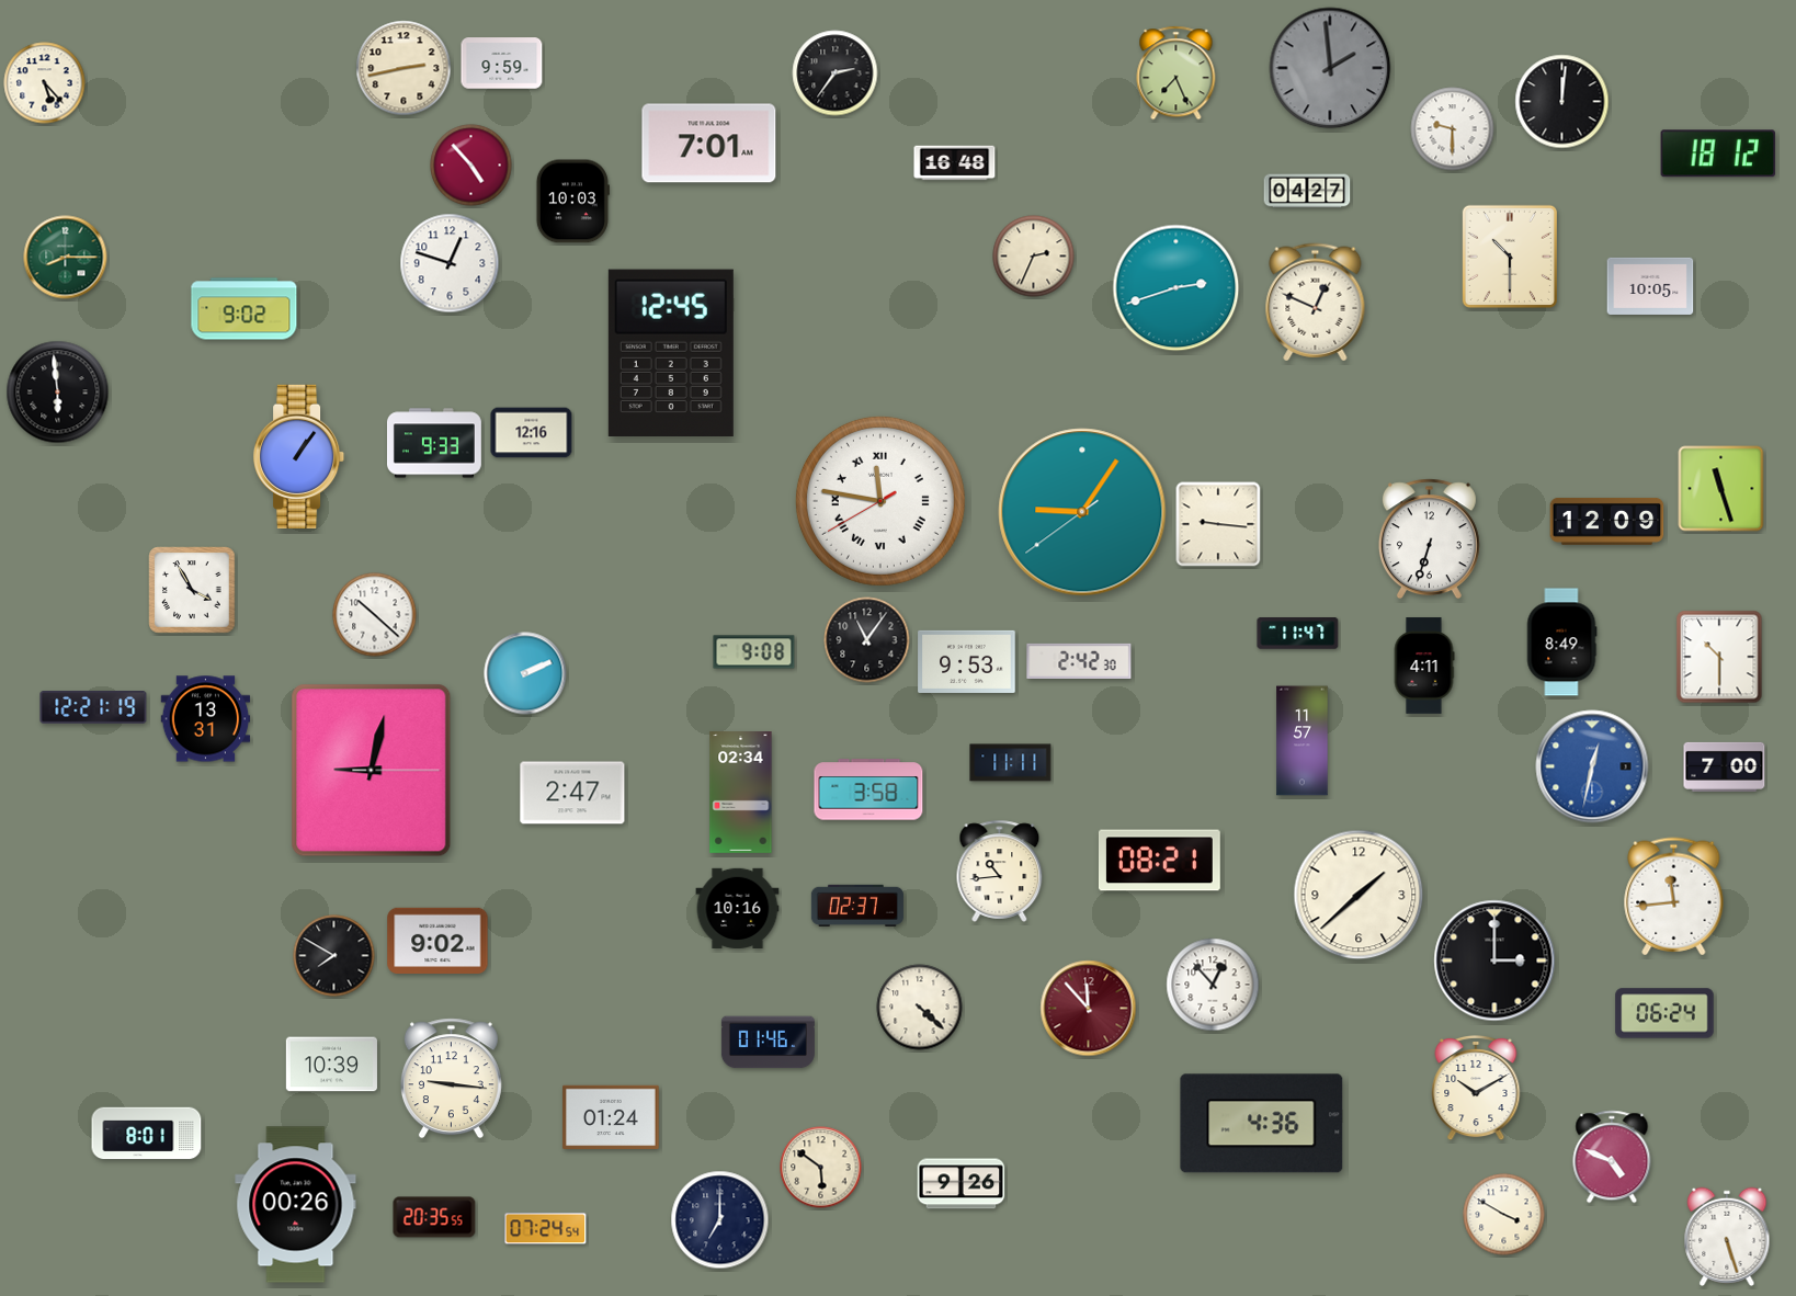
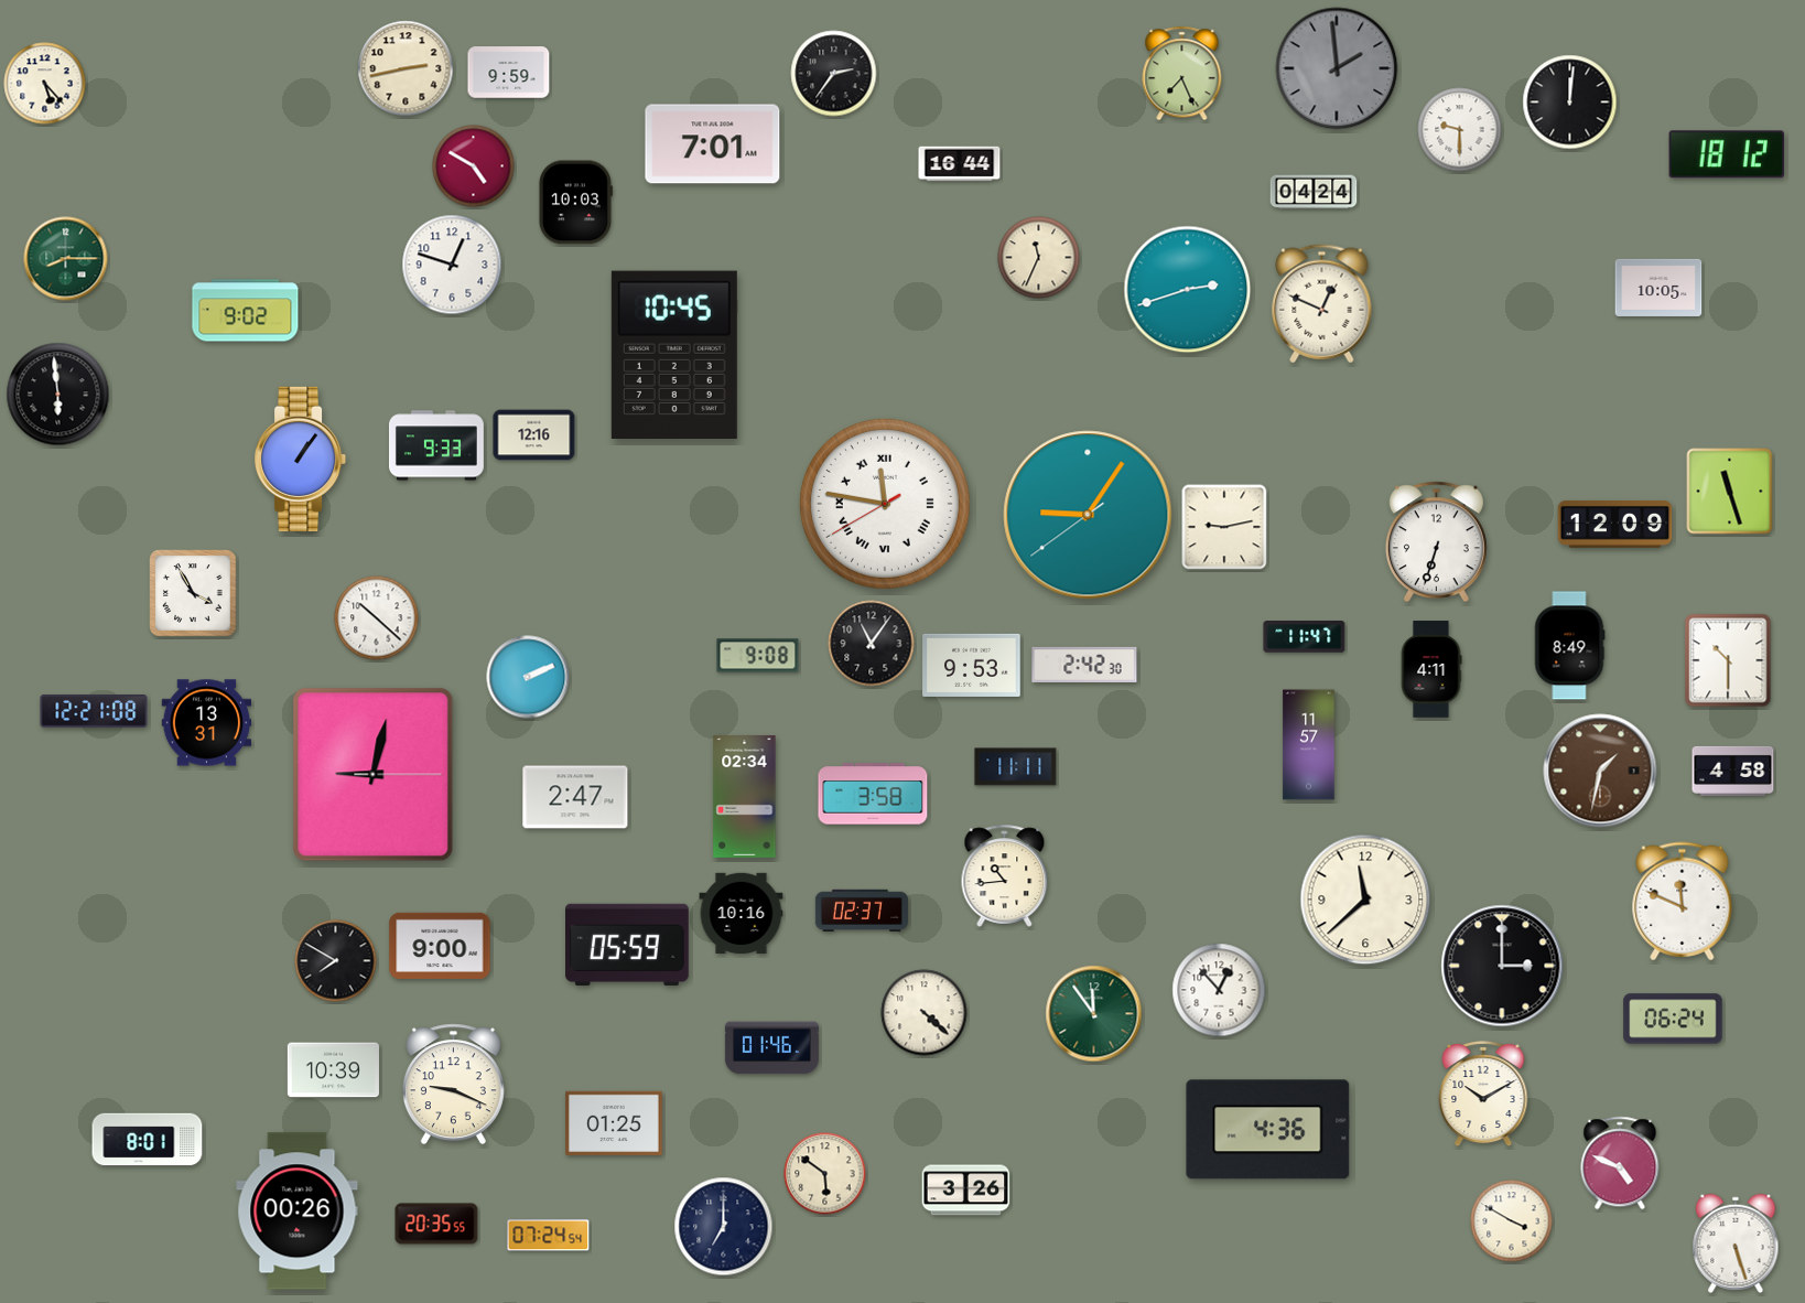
clock at (502, 64) position: (502, 64) -> (509, 73)
clock at (836, 73) position: (836, 73) -> (834, 74)
clock at (955, 163): 16:48 -> 16:44
clock at (471, 166): 4:53 -> 4:50
clock at (1307, 191): 04:27 -> 04:24
clock at (1034, 257): 2:34 -> 11:34
clock at (1510, 257): 10:30 -> none
clock at (1177, 288) position: (1177, 288) -> (1188, 290)
clock at (671, 352): 12:45 -> 10:45
clock at (1218, 524): 9:16 -> 9:13
clock at (93, 707): 12:21:19 -> 12:21:08
clock at (1592, 766): 12:32 -> 1:32
clock at (1592, 766) dial: blue -> brown
clock at (1725, 766): 7:00 -> 4:58
clock at (1159, 861): 08:21 -> none
clock at (1359, 895): 1:38 -> 11:38
clock at (1674, 897): 11:44 -> 11:49
clock at (437, 940): 9:02 -> 9:00
clock at (628, 945): none -> 05:59
clock at (1089, 1009): 11:53 -> 11:54
clock at (1089, 1009) dial: burgundy -> green
clock at (451, 1079): 9:16 -> 9:19
clock at (611, 1116): 01:24 -> 01:25
clock at (962, 1184): 9:26 -> 3:26
